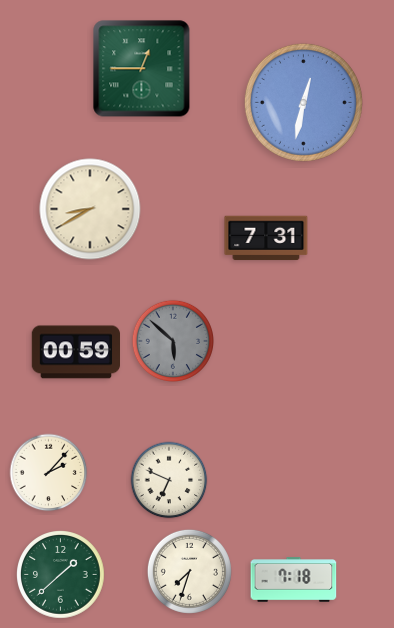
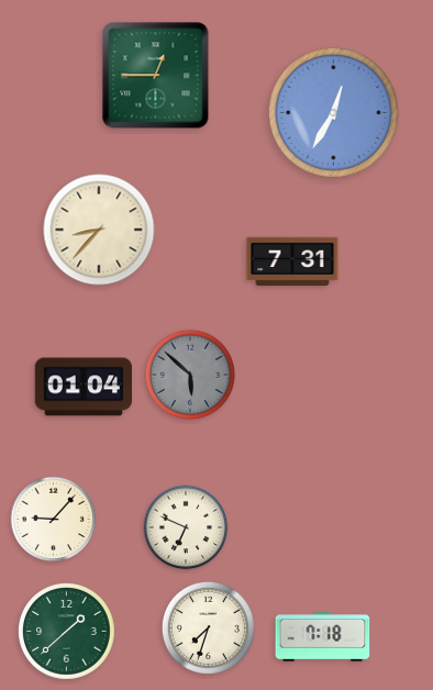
clock at (303, 102): 12:32 -> 12:35
clock at (90, 209): 8:40 -> 8:37
clock at (75, 352): 00:59 -> 01:04
clock at (49, 473): 2:07 -> 9:07
